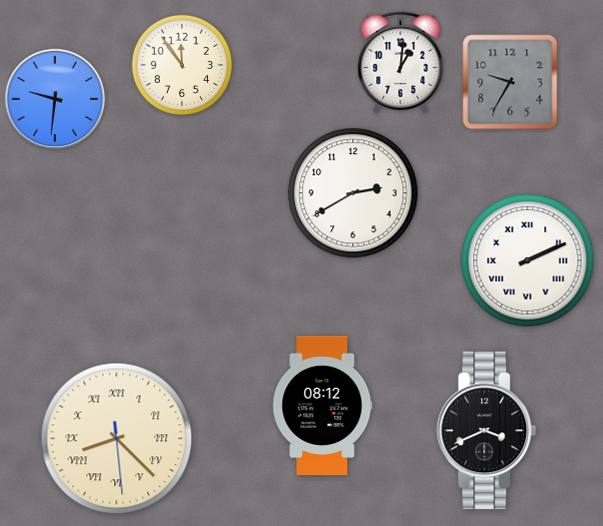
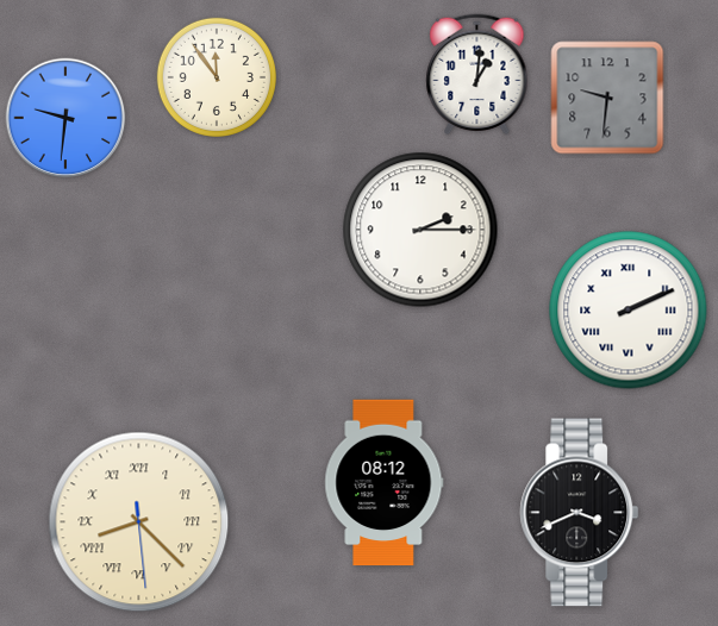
clock at (510, 82): 9:35 -> 9:31
clock at (353, 193): 2:40 -> 2:15
